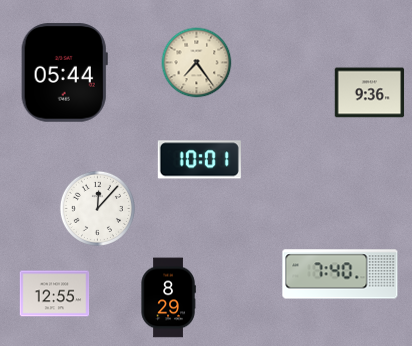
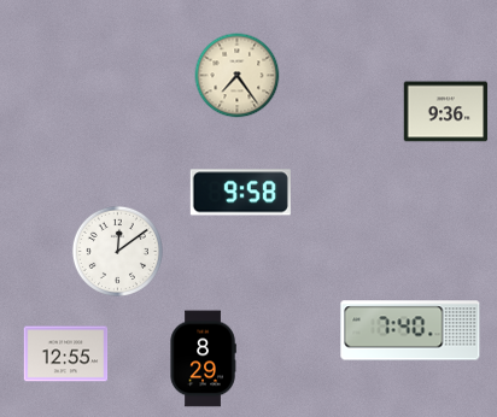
clock at (64, 73): 05:44 -> none
clock at (199, 160): 10:01 -> 9:58
clock at (97, 208): 12:07 -> 12:09
